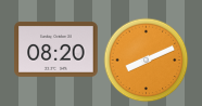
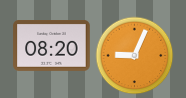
clock at (146, 59): 8:11 -> 9:04
